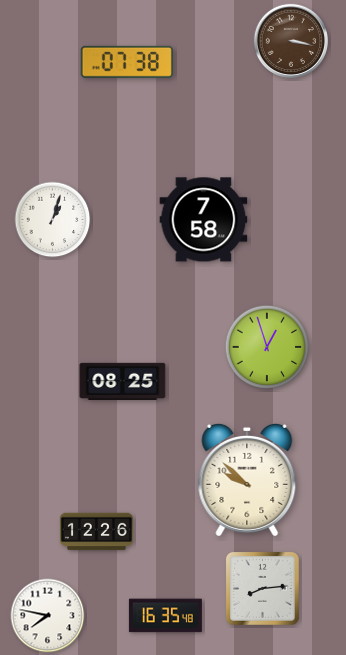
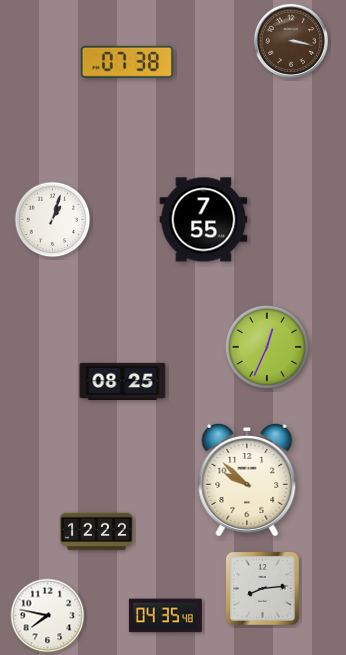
clock at (204, 220): 7:58 -> 7:55
clock at (266, 346): 12:57 -> 12:34
clock at (96, 532): 12:26 -> 12:22
clock at (165, 616): 16:35 -> 04:35
